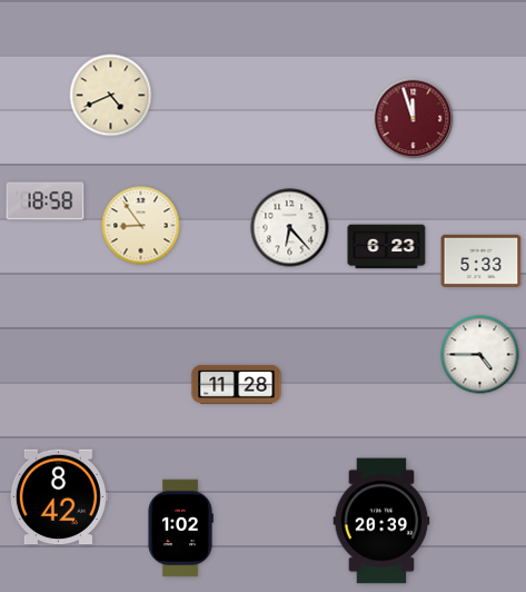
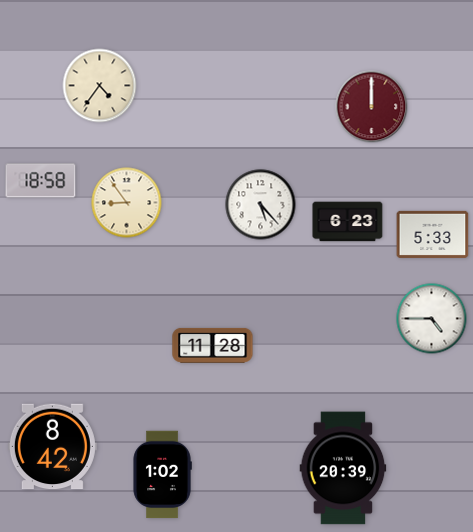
clock at (111, 96): 4:41 -> 4:36
clock at (414, 119): 11:57 -> 12:00
clock at (290, 228): 6:23 -> 5:23
